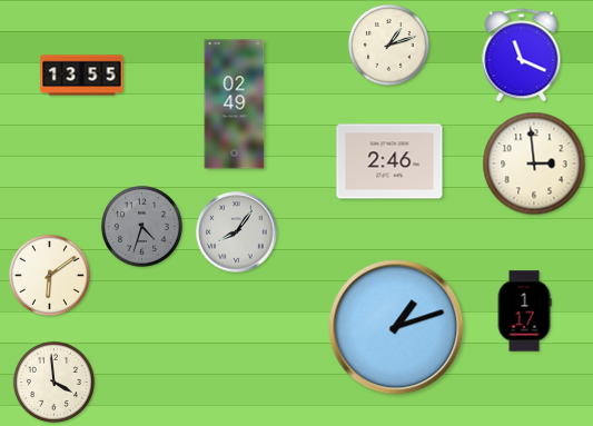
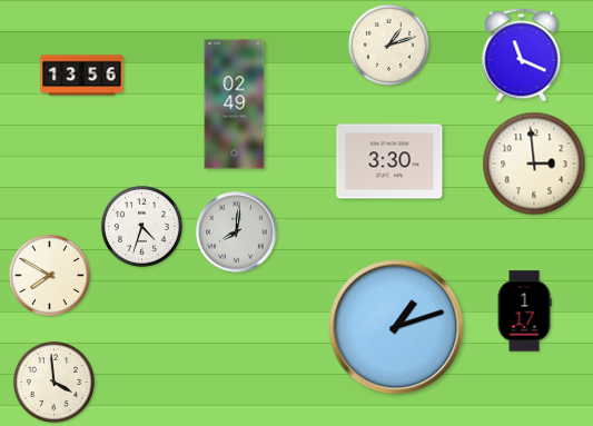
clock at (82, 76): 13:55 -> 13:56
clock at (389, 161): 2:46 -> 3:30
clock at (141, 226) dial: grey -> white
clock at (237, 232): 8:06 -> 8:01
clock at (49, 275): 6:09 -> 7:50
